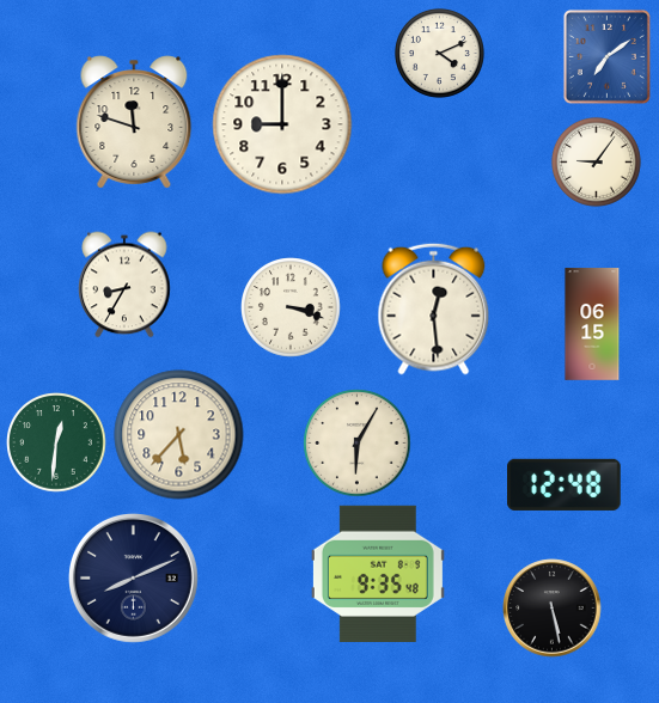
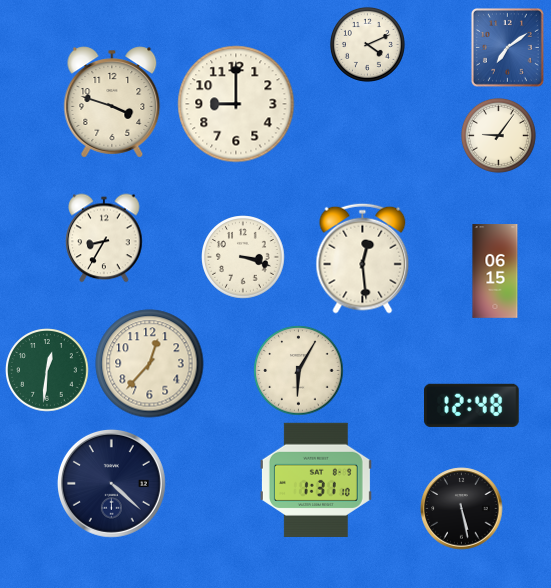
clock at (134, 122): 11:48 -> 3:48
clock at (179, 435): 5:37 -> 12:37
clock at (378, 574): 9:35 -> 1:31
clock at (133, 577): 8:11 -> 4:22
